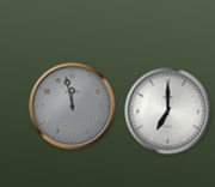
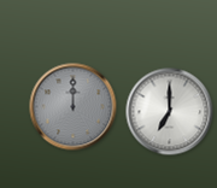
clock at (73, 107): 11:58 -> 12:00
